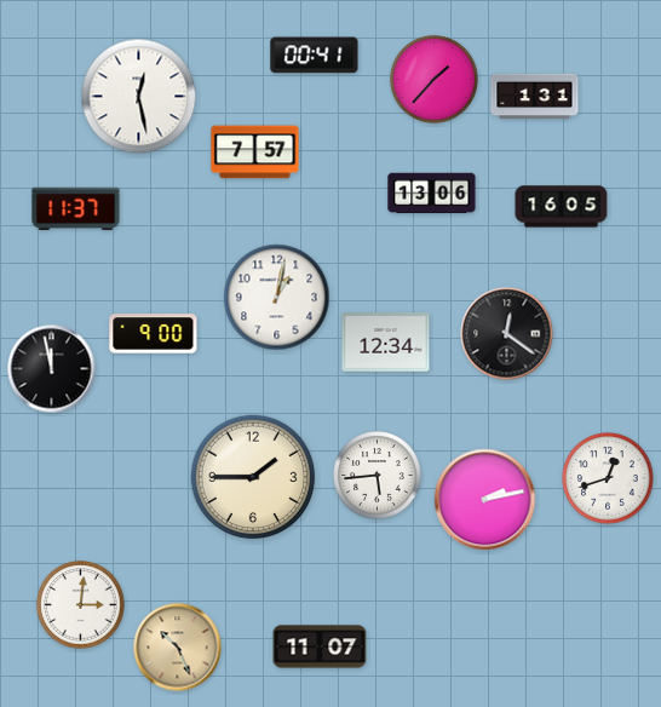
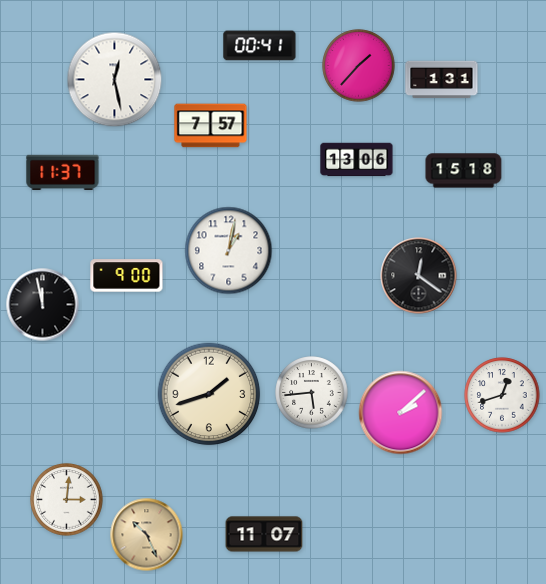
clock at (562, 207): 16:05 -> 15:18
clock at (277, 298) position: (277, 298) -> (229, 251)
clock at (386, 343): 12:34 -> none
clock at (253, 477): 1:45 -> 1:42
clock at (485, 500): 2:13 -> 2:08
